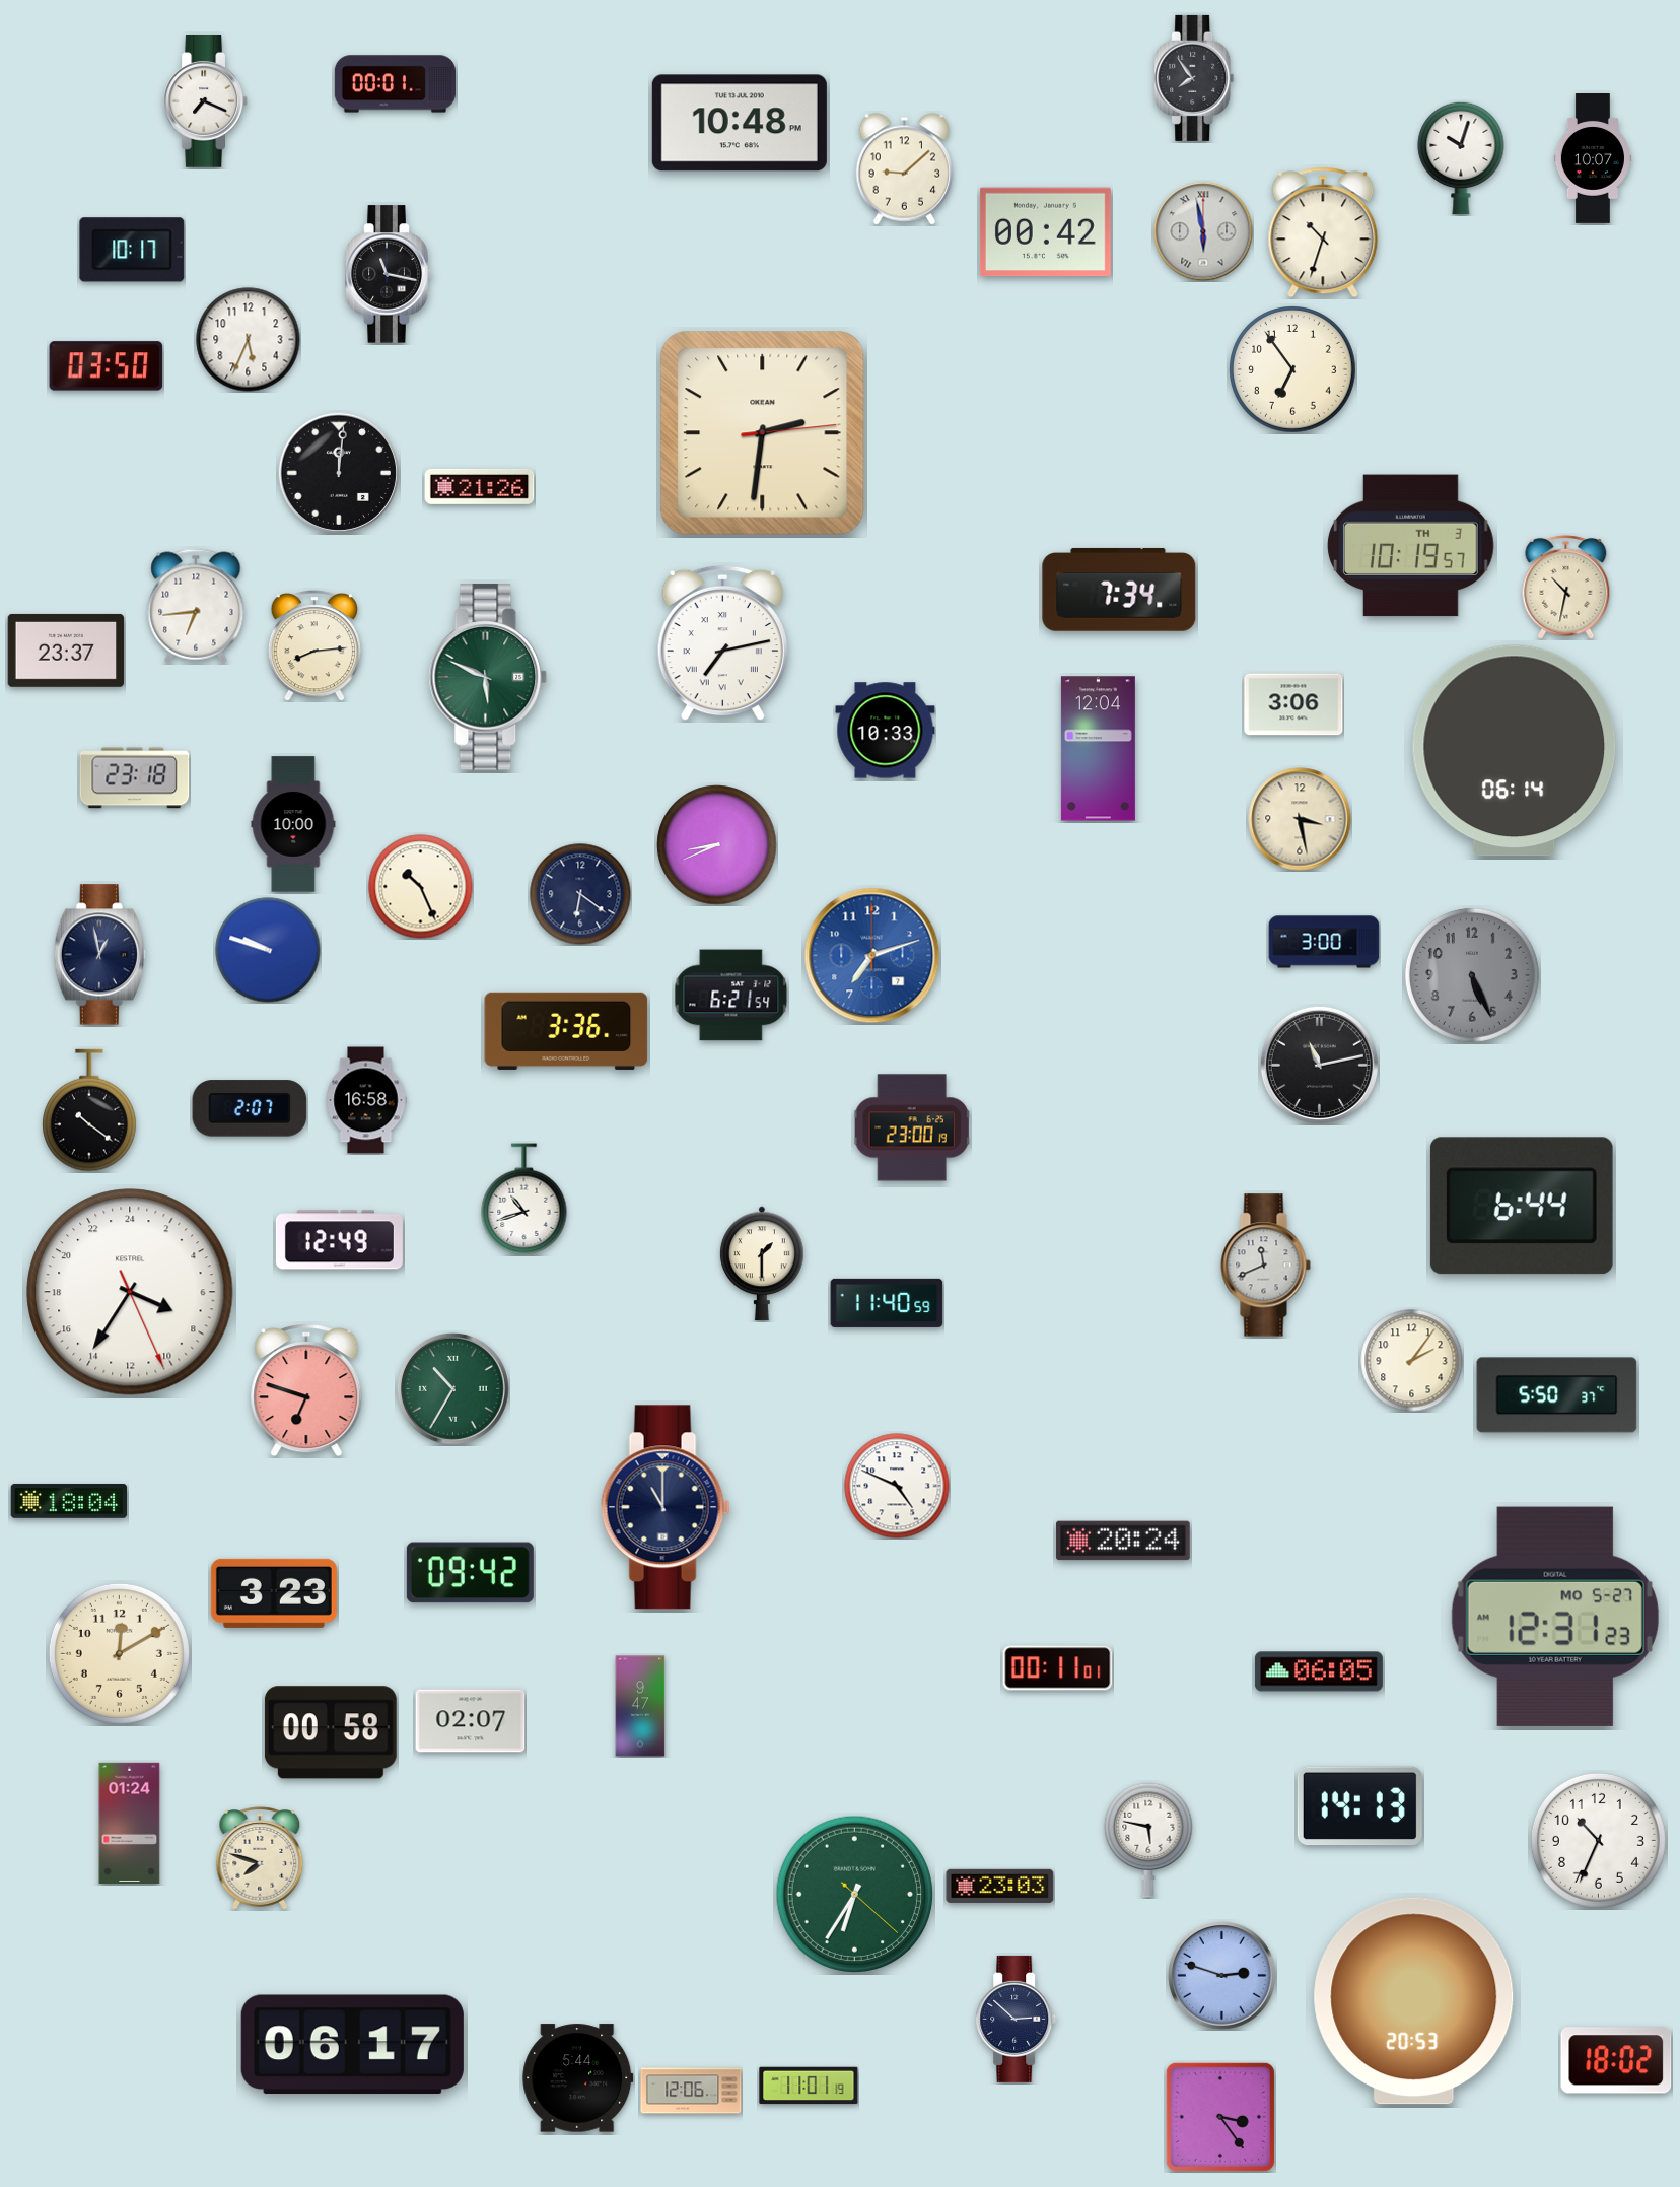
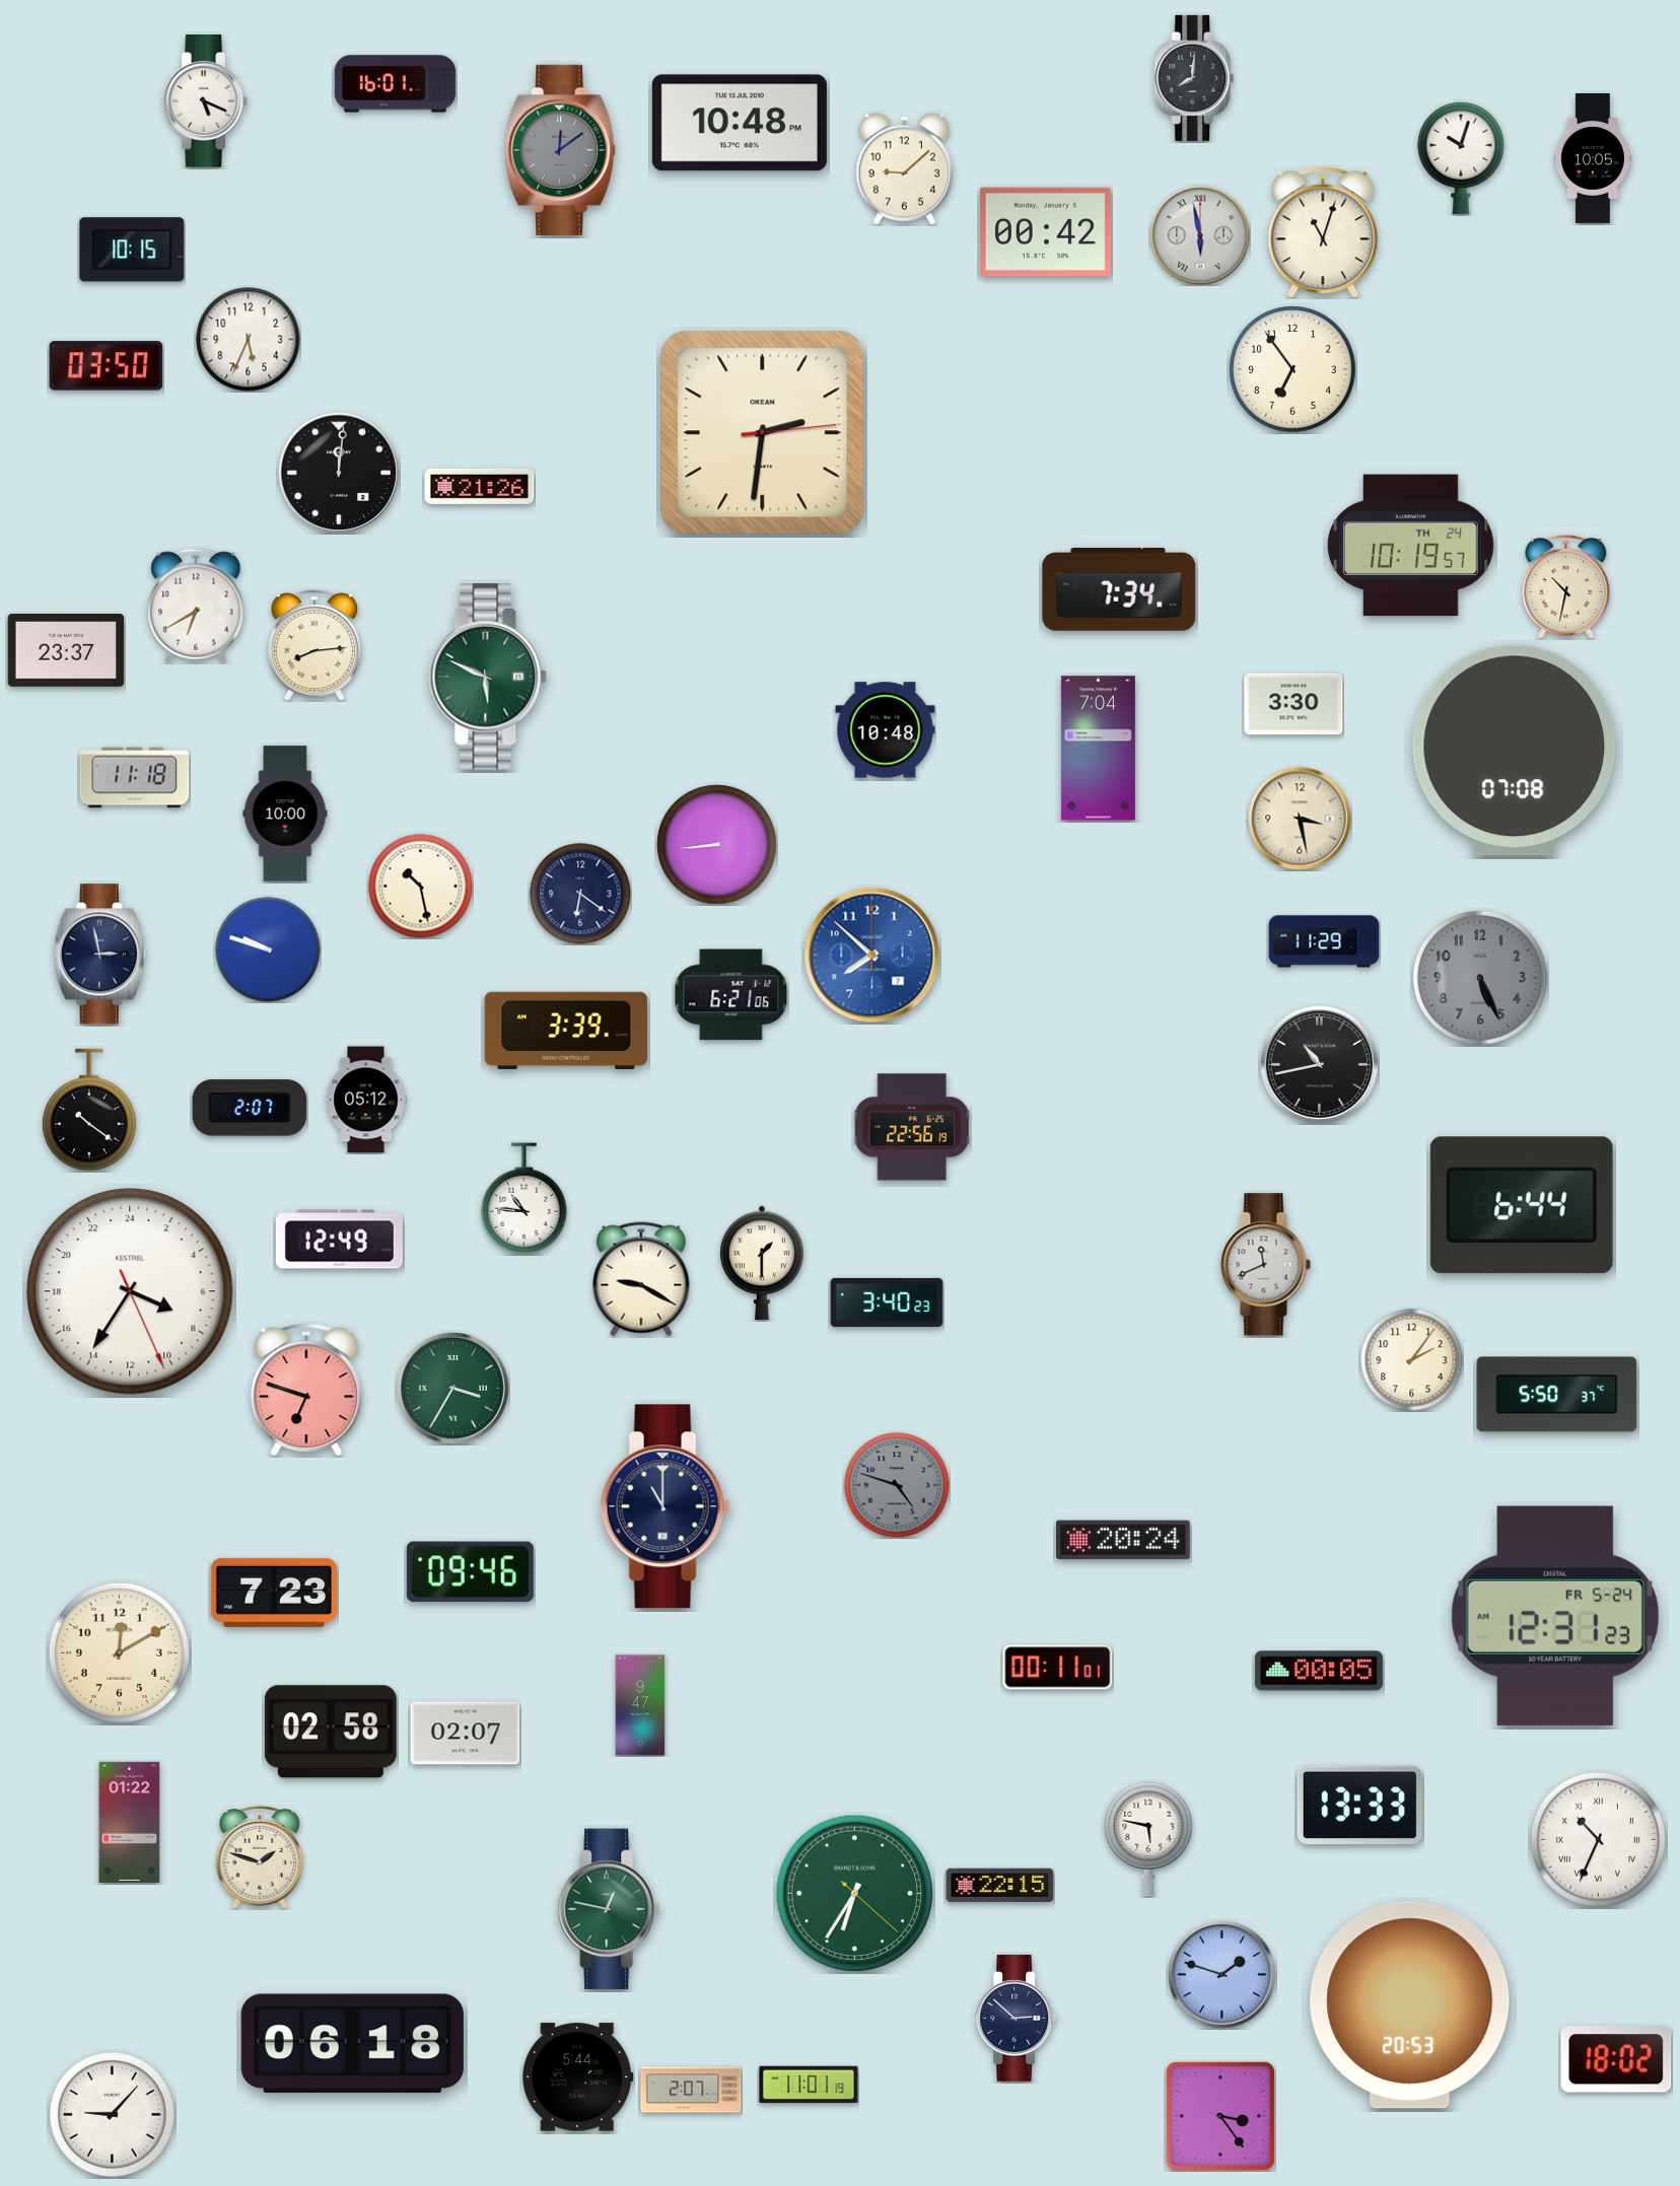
clock at (1194, 78): 7:54 -> 8:01
clock at (395, 84): 00:01 -> 16:01
clock at (205, 101): 7:19 -> 5:19
clock at (561, 150): none -> 12:09
clock at (1593, 159): 10:07 -> 10:05
clock at (1203, 231) position: (1203, 231) -> (1200, 235)
clock at (1323, 232): 10:33 -> 11:03
clock at (132, 250): 10:17 -> 10:15
clock at (389, 274): 11:17 -> none
clock at (1411, 546) date: TH 3 -> TH 24
clock at (196, 606): 6:44 -> 6:40
clock at (722, 643): 7:13 -> none
clock at (1293, 704): 3:06 -> 3:30
clock at (886, 731): 10:33 -> 10:48
clock at (1098, 749): 12:04 -> 7:04
clock at (1515, 751): 06:14 -> 07:08
clock at (135, 778): 23:18 -> 11:18
clock at (293, 824) position: (293, 824) -> (285, 814)
clock at (717, 845): 8:41 -> 8:44
clock at (421, 887): 10:26 -> 10:28
clock at (1324, 942): 3:00 -> 11:29
clock at (99, 955): 12:58 -> 2:58
clock at (872, 956): 7:12 -> 7:52
clock at (1472, 975) position: (1472, 975) -> (1480, 978)
clock at (731, 996): 6:21:54 -> 6:21:06
clock at (566, 1031): 3:36 -> 3:39
clock at (1319, 1065): 11:13 -> 10:43
clock at (366, 1100): 16:58 -> 05:12
clock at (912, 1127): 23:00 -> 22:56
clock at (524, 1200): 10:42 -> 10:46
clock at (641, 1279): none -> 9:20
clock at (887, 1303): 11:40 -> 3:40
clock at (452, 1388): 10:35 -> 3:35
clock at (897, 1486): 4:49 -> 4:48
clock at (897, 1486) dial: white -> grey
clock at (69, 1502): 18:04 -> none
clock at (470, 1573): 09:42 -> 09:46
clock at (274, 1593): 3:23 -> 7:23
clock at (1555, 1617) date: MO 5-27 -> FR 5-24
clock at (1319, 1671): 06:05 -> 00:05
clock at (471, 1721) position: (471, 1721) -> (466, 1734)
clock at (331, 1732): 00:58 -> 02:58
clock at (1359, 1806): 14:13 -> 13:33
clock at (130, 1823): 01:24 -> 01:22
clock at (1598, 1840) numerals: Arabic -> Roman
clock at (260, 1858): 7:48 -> 1:48
clock at (1000, 1886): 23:03 -> 22:15
clock at (609, 1909): none -> 12:47
clock at (1222, 1976): 2:48 -> 1:48
clock at (1414, 2001) position: (1414, 2001) -> (1410, 2005)
clock at (352, 2044): 06:17 -> 06:18
clock at (691, 2091): 12:06 -> 2:07
clock at (113, 2115): none -> 9:07
